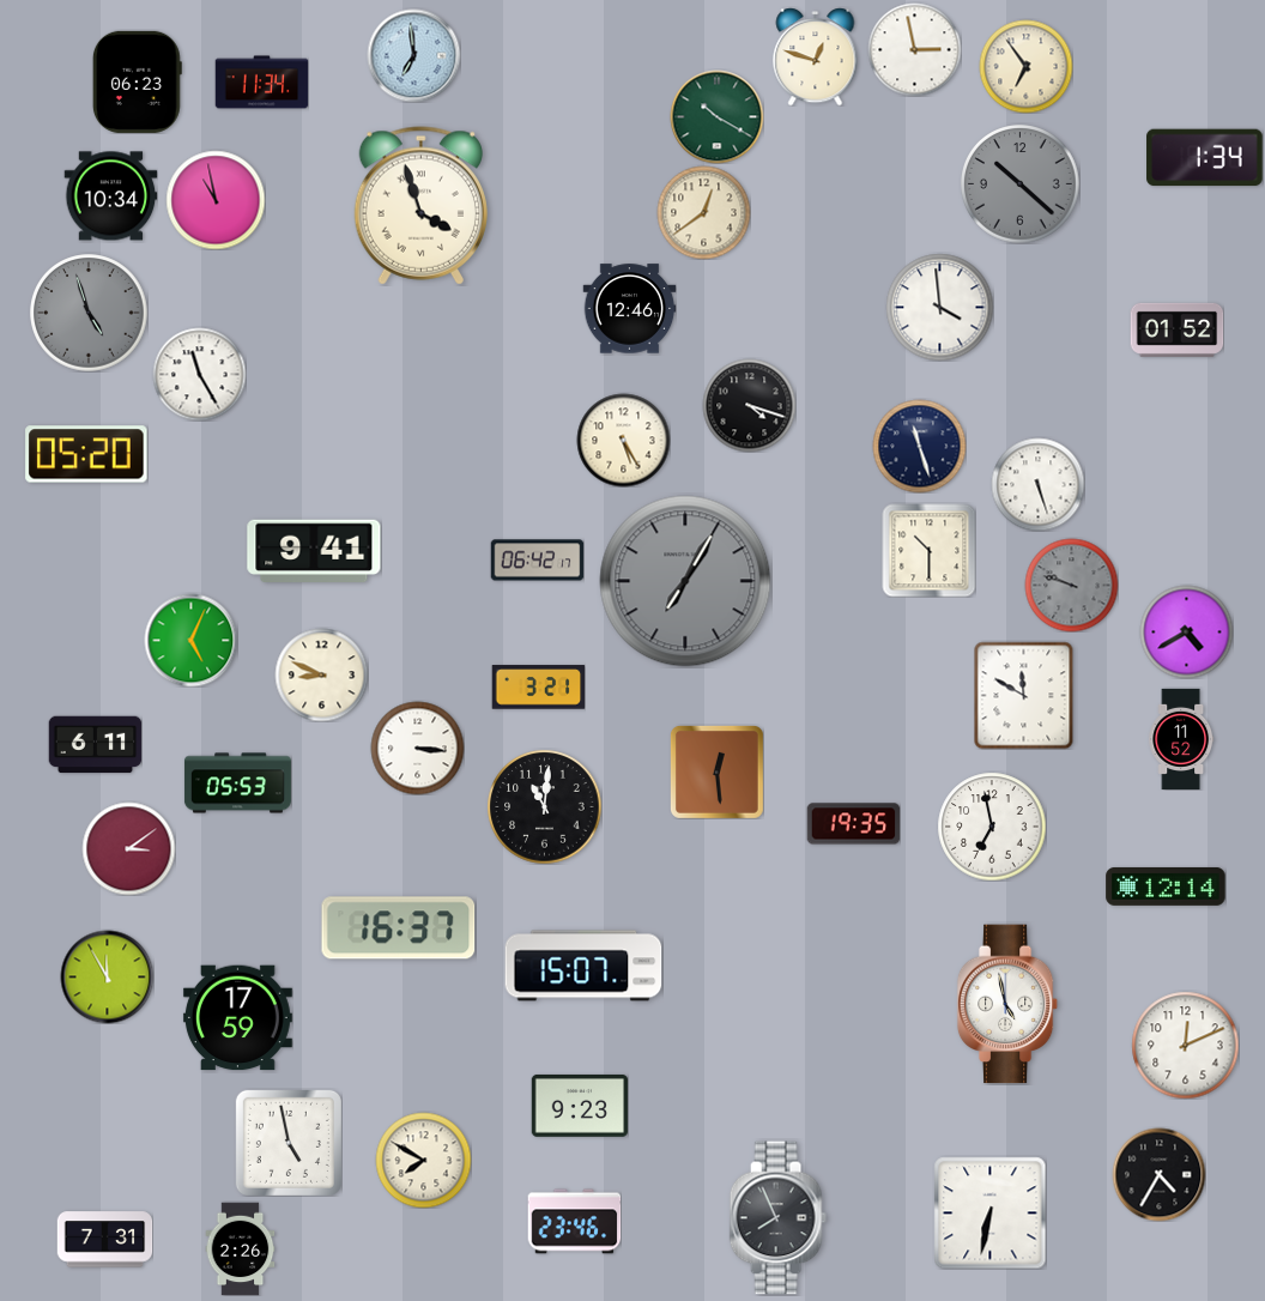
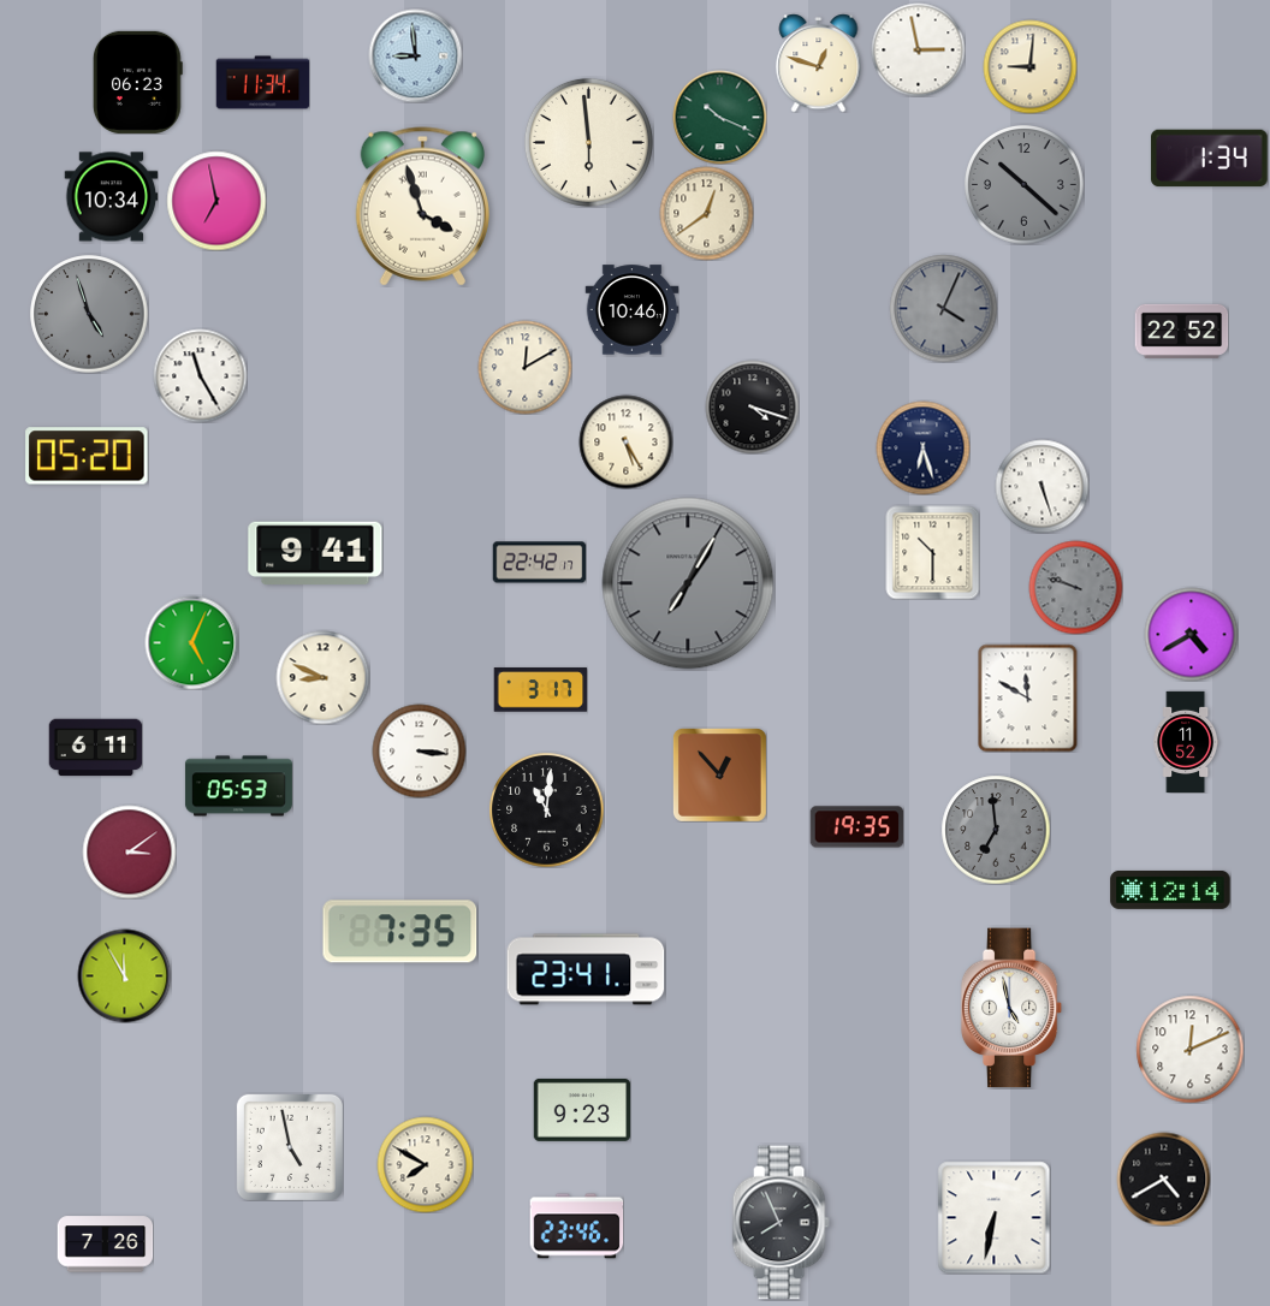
clock at (413, 55): 6:59 -> 8:59
clock at (816, 56) position: (816, 56) -> (819, 63)
clock at (1025, 66): 6:54 -> 9:01
clock at (716, 116): 10:20 -> 10:19
clock at (588, 142): none -> 5:59
clock at (216, 200): 10:58 -> 6:58
clock at (939, 307): 3:59 -> 4:04
clock at (939, 307) dial: white -> grey
clock at (629, 309): 12:46 -> 10:46
clock at (1176, 329): 01:52 -> 22:52
clock at (524, 367): none -> 12:10
clock at (919, 446): 11:27 -> 6:27
clock at (537, 561): 06:42 -> 22:42
clock at (538, 688): 3:21 -> 3:17
clock at (718, 773): 12:29 -> 12:53
clock at (992, 827): 6:58 -> 6:59
clock at (992, 827) dial: white -> grey
clock at (399, 928): 16:37 -> 7:35
clock at (583, 966): 15:07 -> 23:41
clock at (107, 976) position: (107, 976) -> (124, 975)
clock at (237, 1018): 17:59 -> none
clock at (1158, 1174): 4:35 -> 4:40
clock at (104, 1240): 7:31 -> 7:26
clock at (241, 1248): 2:26 -> none
